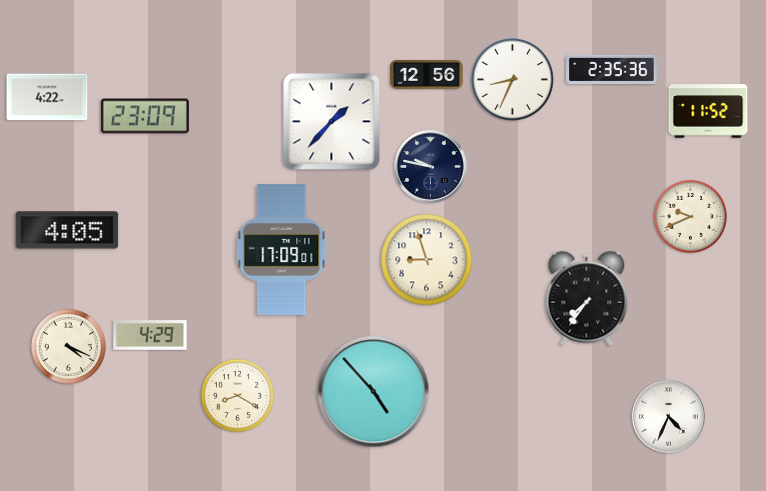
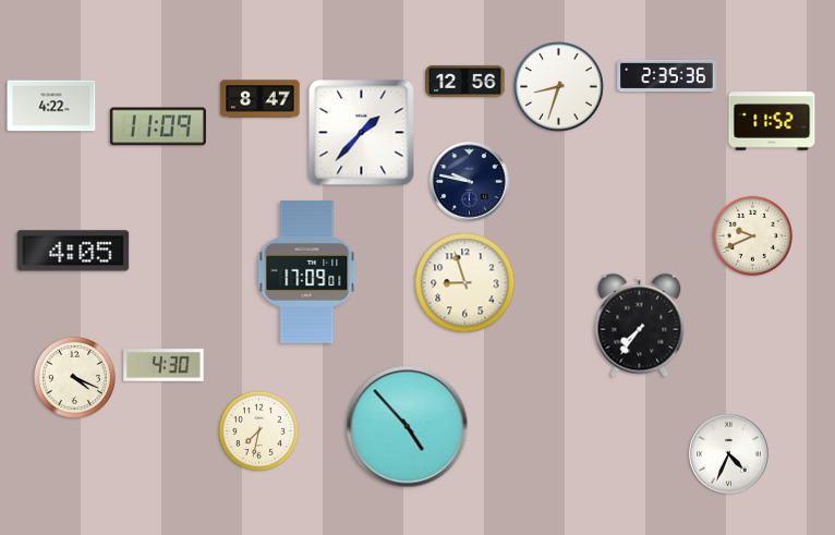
clock at (513, 80): 8:34 -> 8:33
clock at (261, 99): none -> 8:47
clock at (145, 116): 23:09 -> 11:09
clock at (150, 335): 4:29 -> 4:30
clock at (237, 395): 8:20 -> 7:32
